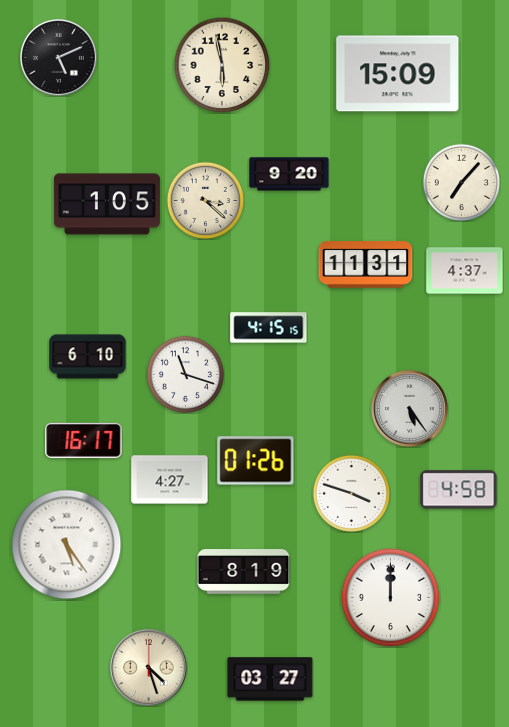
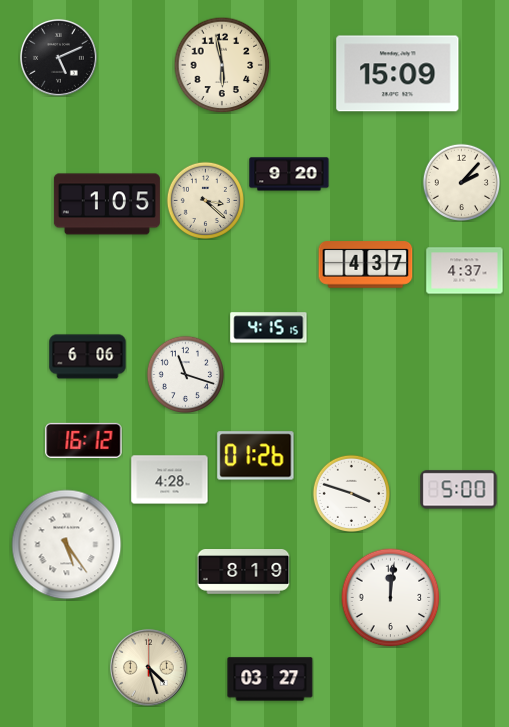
clock at (461, 182): 7:07 -> 2:07
clock at (366, 265): 11:31 -> 4:37
clock at (88, 357): 6:10 -> 6:06
clock at (409, 408): 5:24 -> none
clock at (84, 440): 16:17 -> 16:12
clock at (256, 461) position: (256, 461) -> (256, 456)
clock at (170, 480): 4:27 -> 4:28
clock at (459, 490): 4:58 -> 5:00
clock at (391, 598): 12:00 -> 12:01
